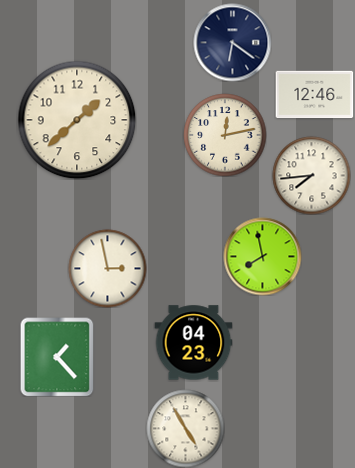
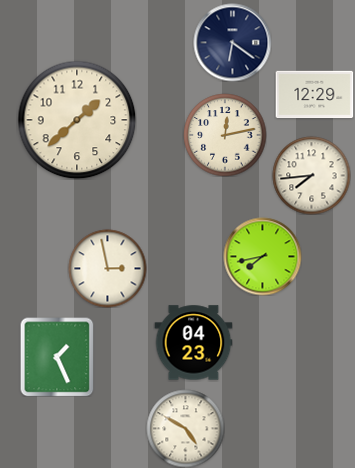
clock at (314, 95): 12:46 -> 12:29
clock at (262, 256): 7:58 -> 7:43
clock at (57, 357): 1:23 -> 1:26
clock at (185, 428): 4:55 -> 4:50
